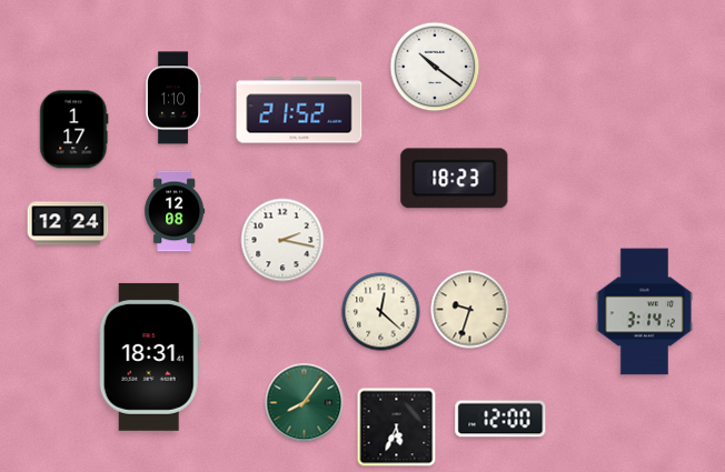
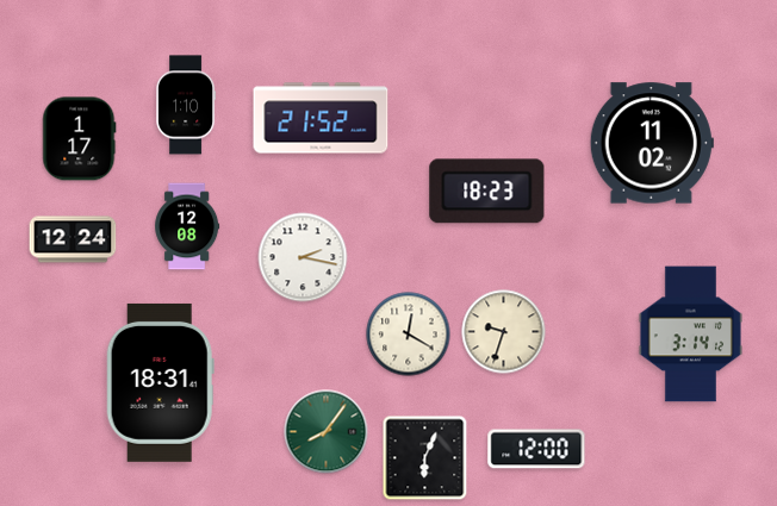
clock at (435, 67): 10:21 -> none
clock at (652, 143): none -> 11:02
clock at (381, 312): 12:22 -> 12:20
clock at (397, 428): 5:34 -> 6:04
